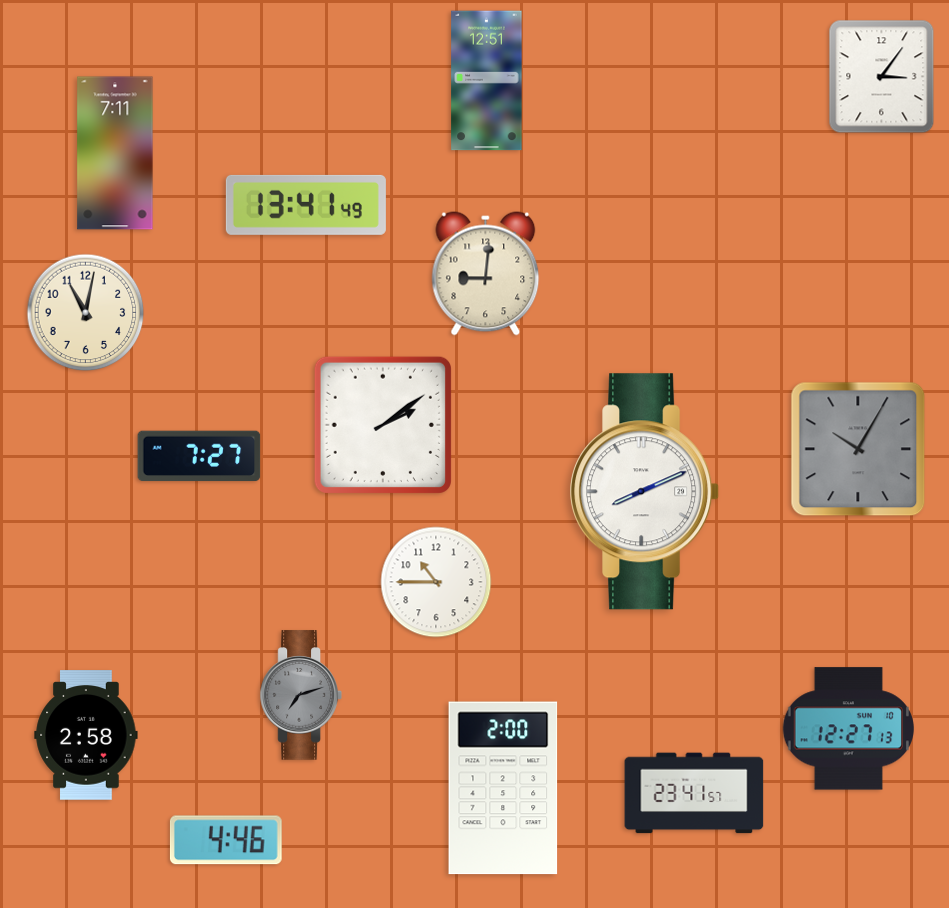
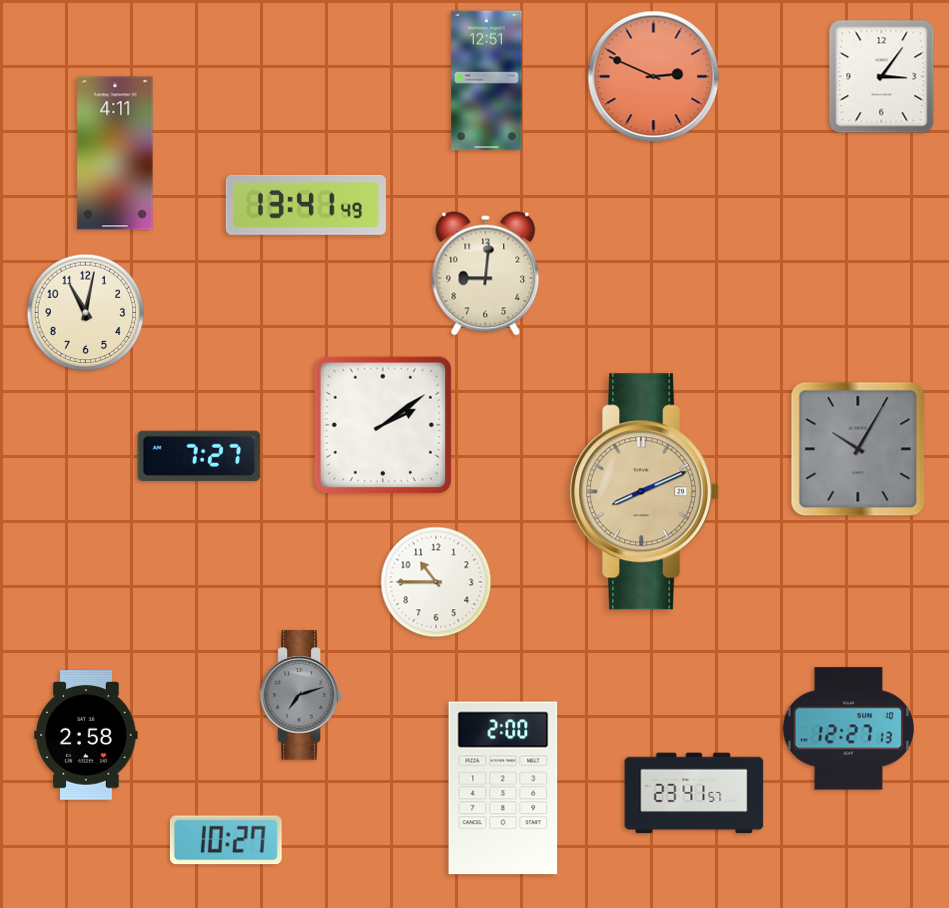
clock at (654, 77): none -> 2:49
clock at (115, 153): 7:11 -> 4:11
clock at (645, 492) dial: white -> champagne
clock at (226, 840): 4:46 -> 10:27
